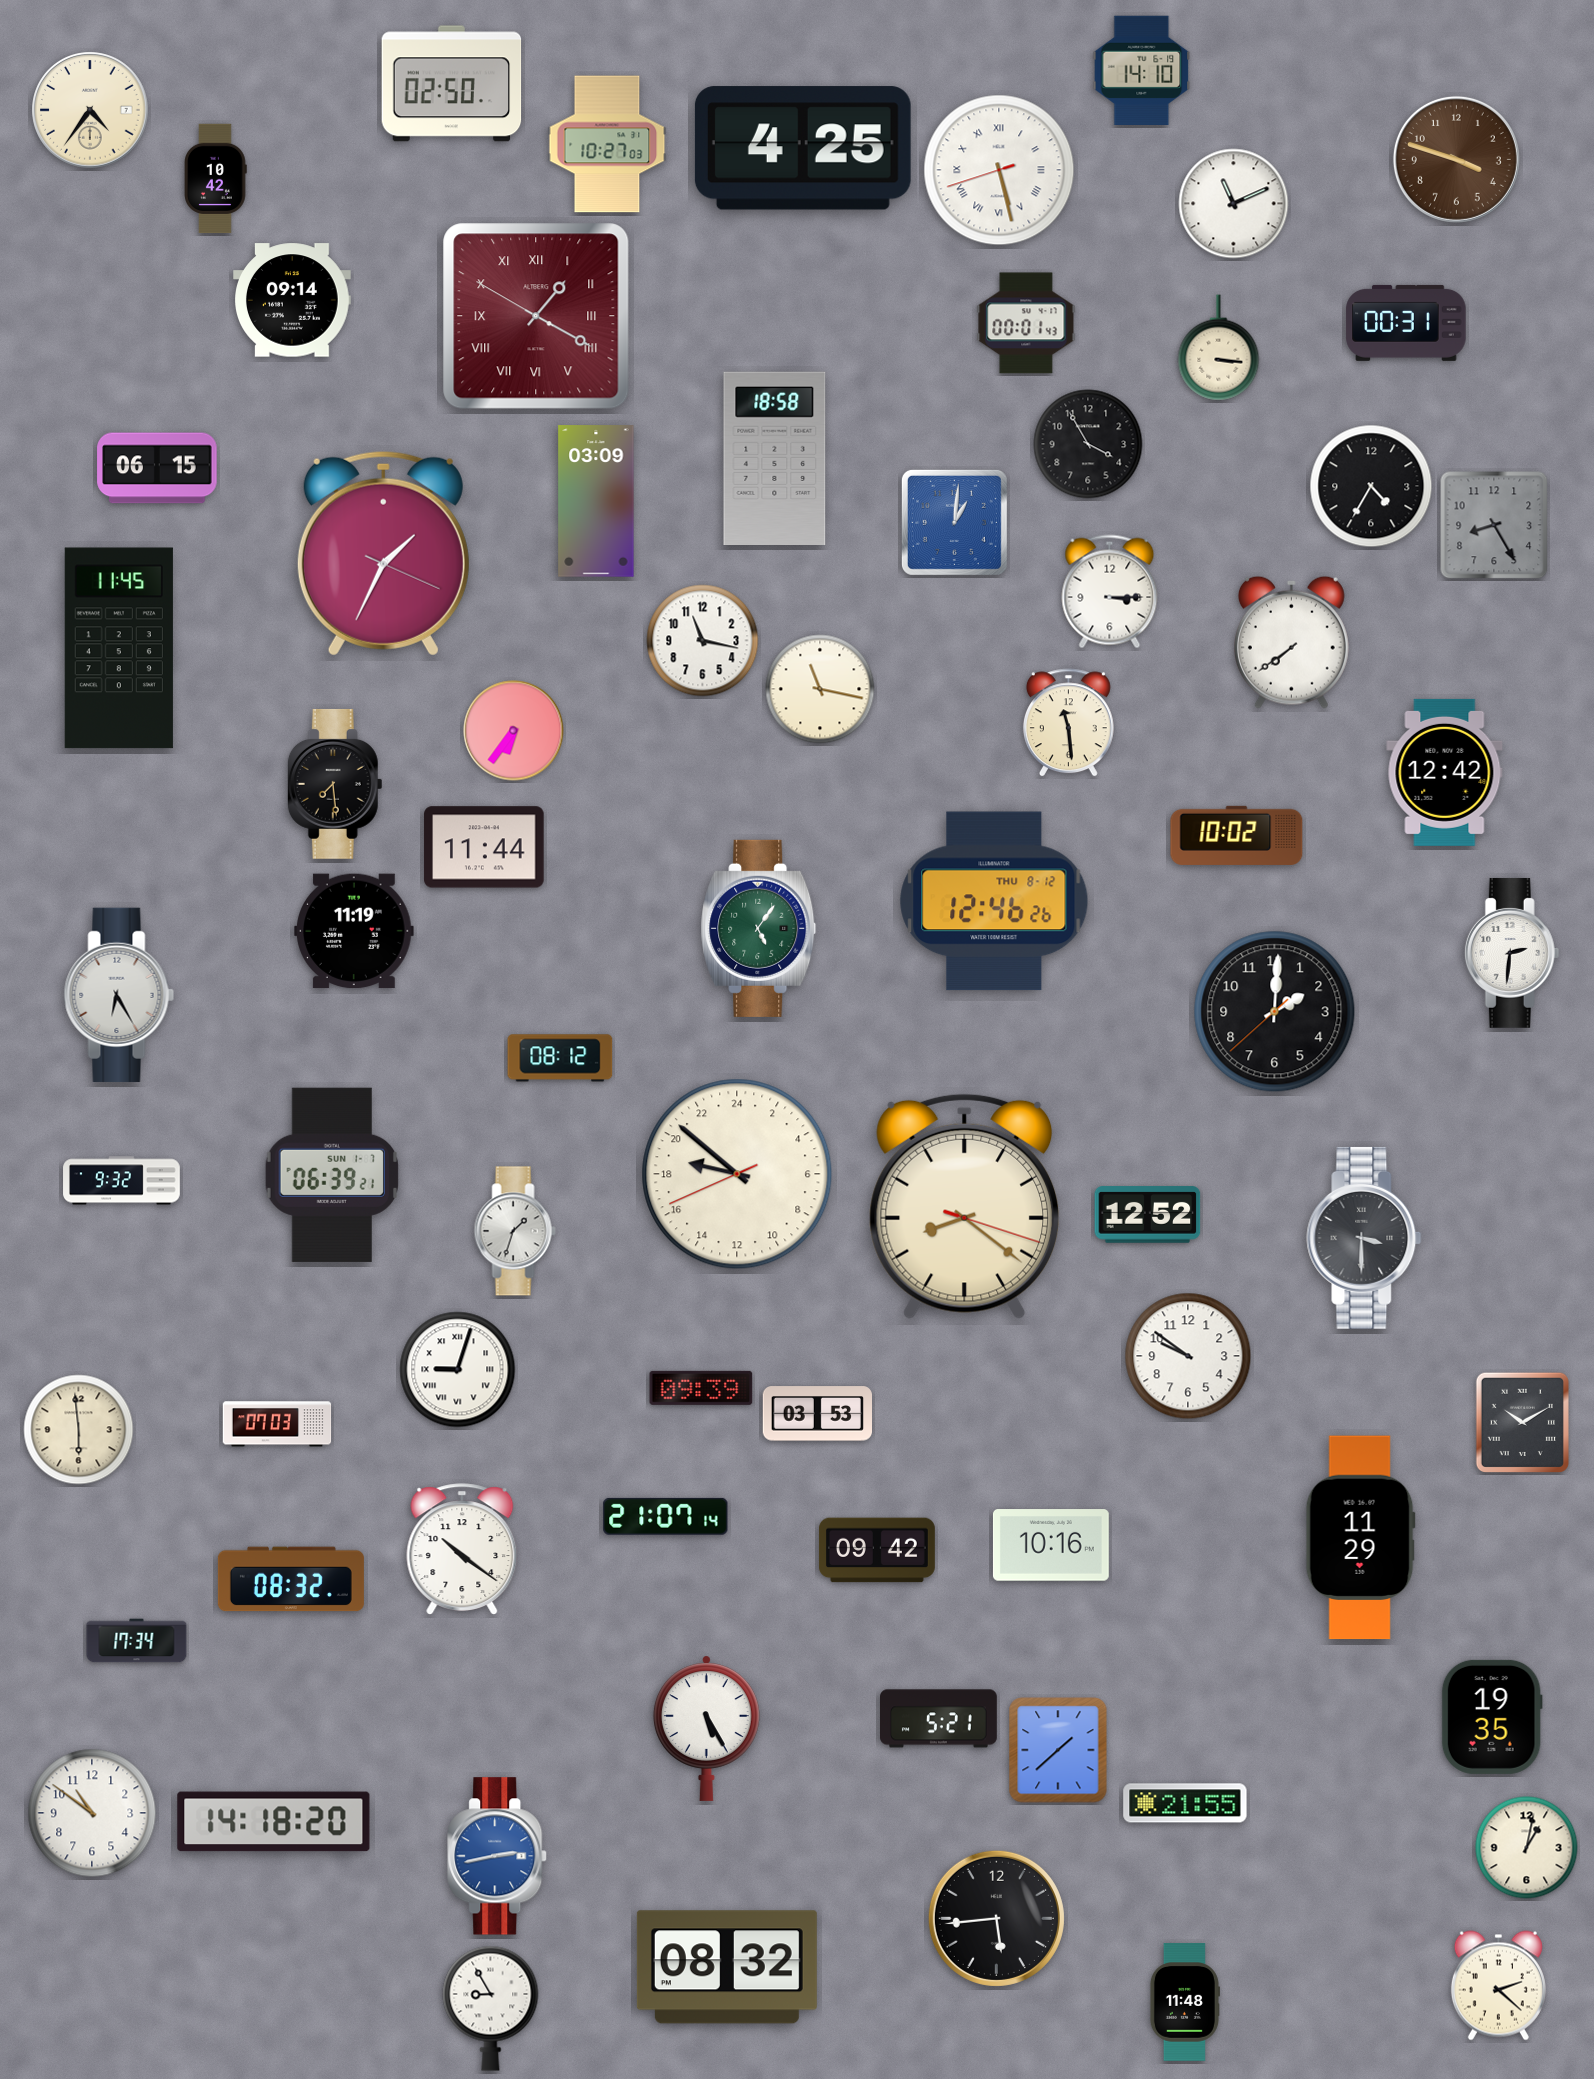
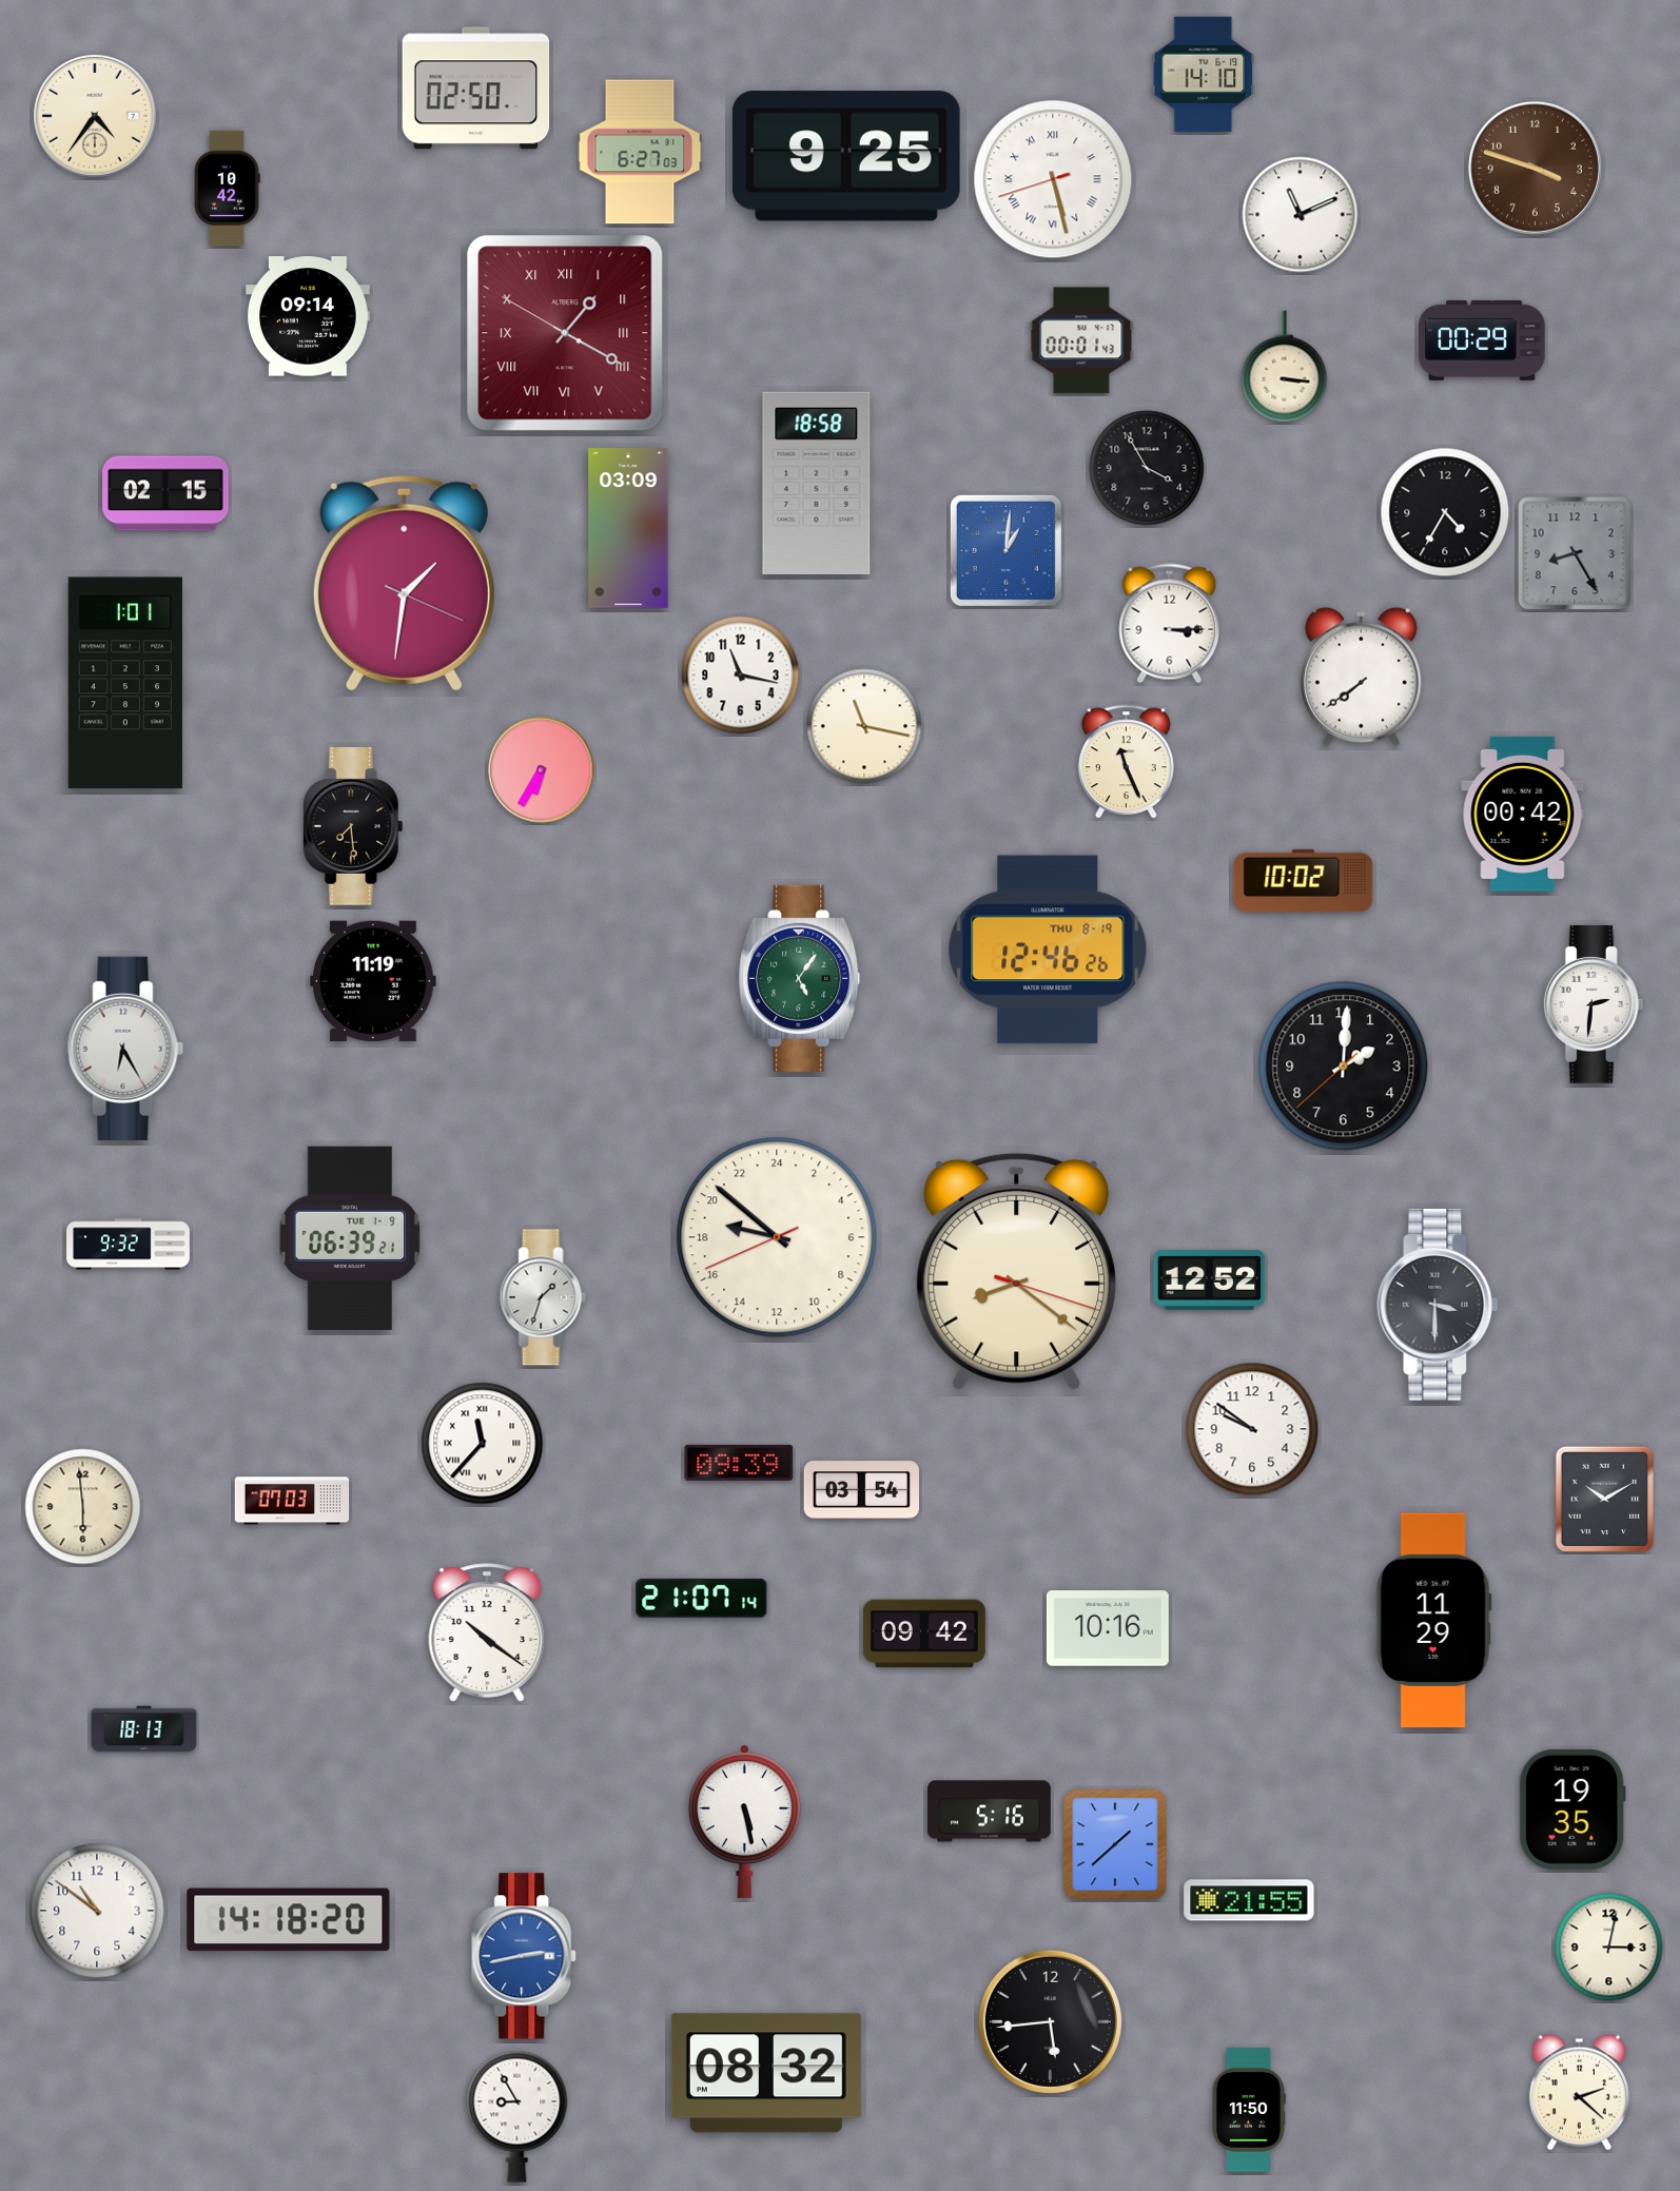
clock at (607, 144): 10:27 -> 6:27
clock at (803, 148): 4:25 -> 9:25
clock at (1406, 323): 00:31 -> 00:29
clock at (157, 468): 06:15 -> 02:15
clock at (383, 553): 1:34 -> 1:31
clock at (119, 648): 11:45 -> 1:01
clock at (1068, 723): 11:29 -> 11:26
clock at (514, 731): 6:36 -> 6:35
clock at (1445, 772): 12:42 -> 00:42
clock at (484, 847): 11:44 -> none
clock at (994, 901) date: THU 8-12 -> THU 8-19
clock at (560, 1058): 08:12 -> none
clock at (331, 1175) date: SUN 1-7 -> TUE 1-9
clock at (458, 1370): 9:03 -> 11:37
clock at (817, 1414): 03:53 -> 03:54
clock at (291, 1579): 08:32 -> none
clock at (137, 1641): 17:34 -> 18:13
clock at (939, 1719): 5:21 -> 5:16
clock at (706, 1728): 5:25 -> 5:28
clock at (1527, 1848): 1:02 -> 3:02
clock at (1184, 2002): 11:48 -> 11:50
